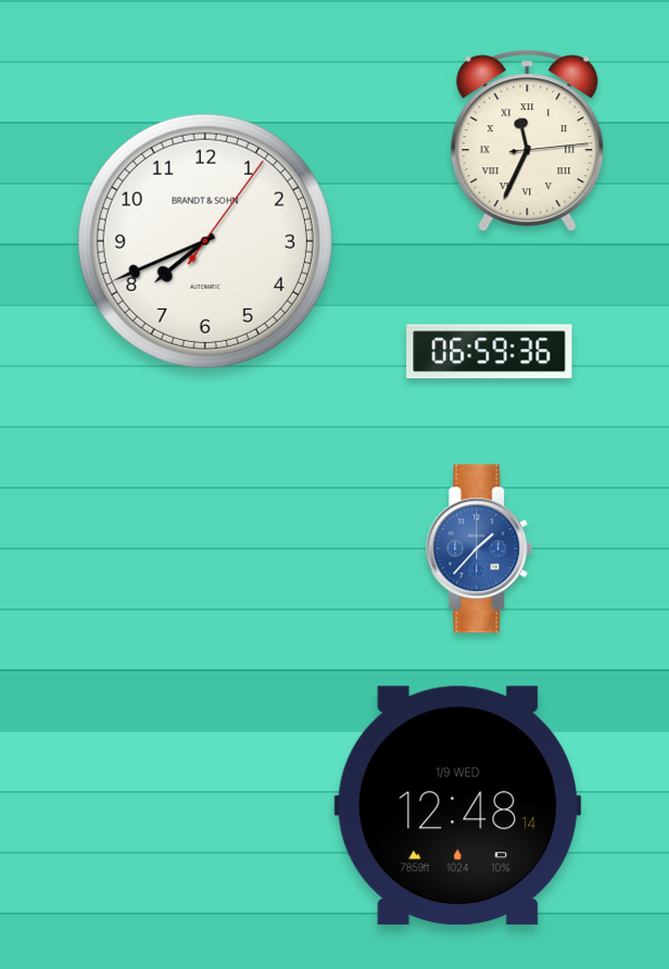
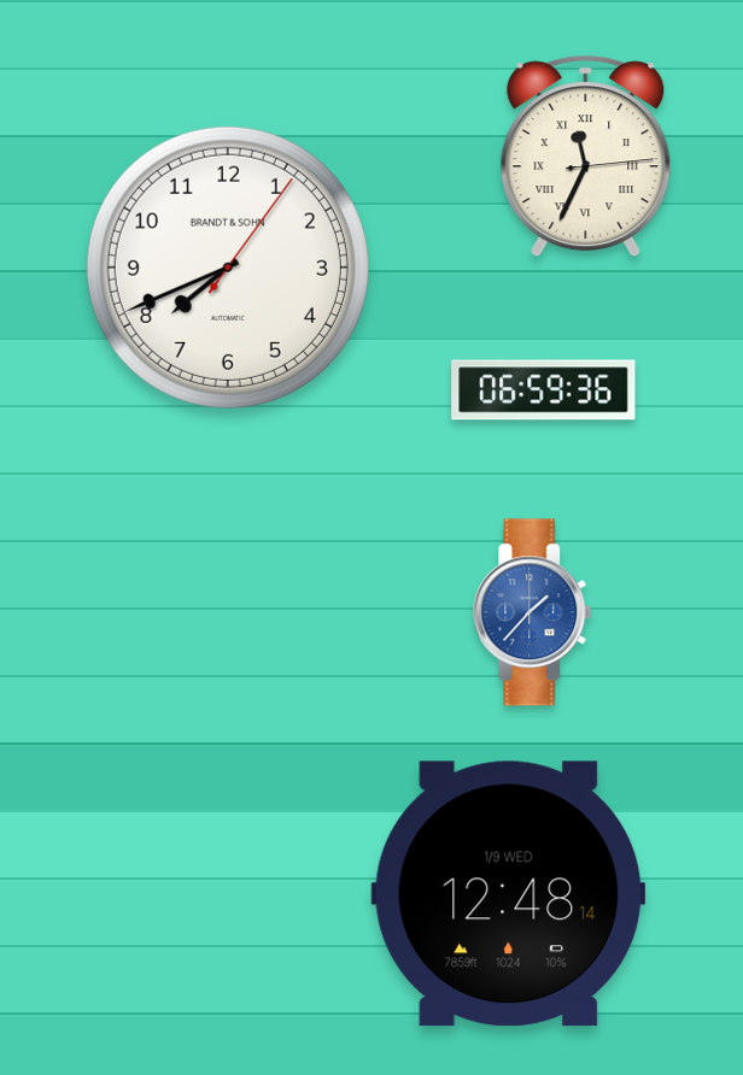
clock at (479, 549) position: (479, 549) -> (532, 612)
